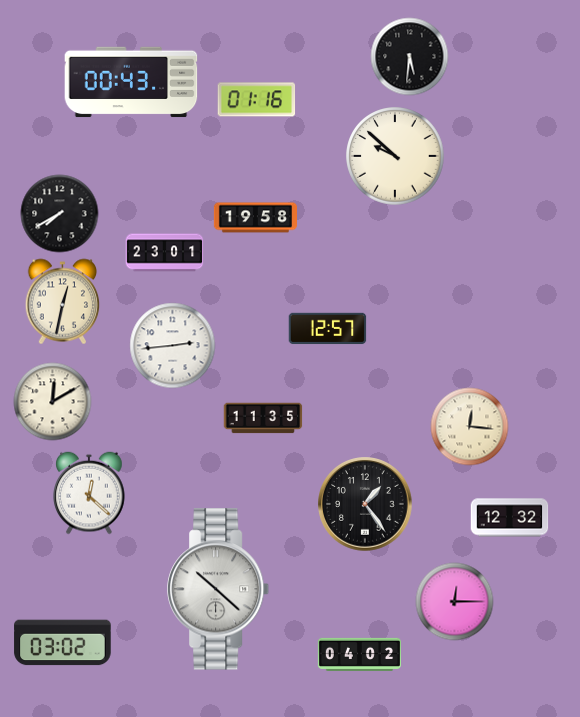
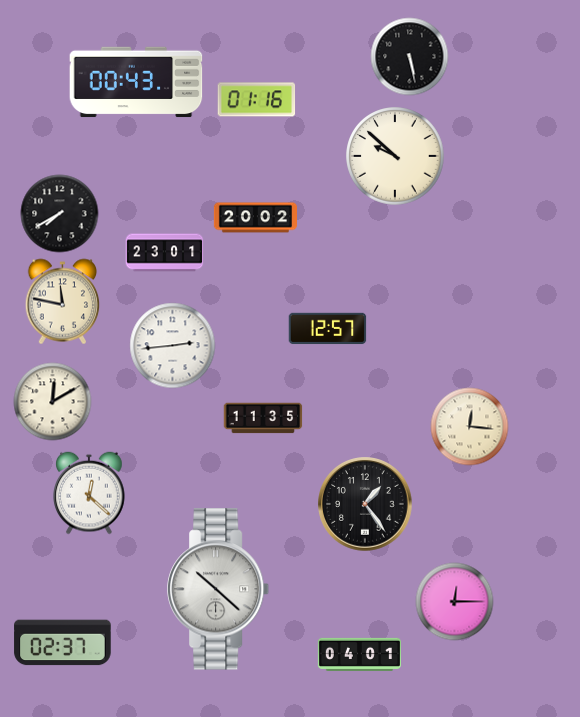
clock at (409, 56): 5:31 -> 5:28
clock at (131, 82) position: (131, 82) -> (136, 82)
clock at (255, 218): 19:58 -> 20:02
clock at (63, 301): 12:32 -> 11:47
clock at (509, 518): 12:32 -> none
clock at (63, 643): 03:02 -> 02:37
clock at (359, 654): 04:02 -> 04:01
